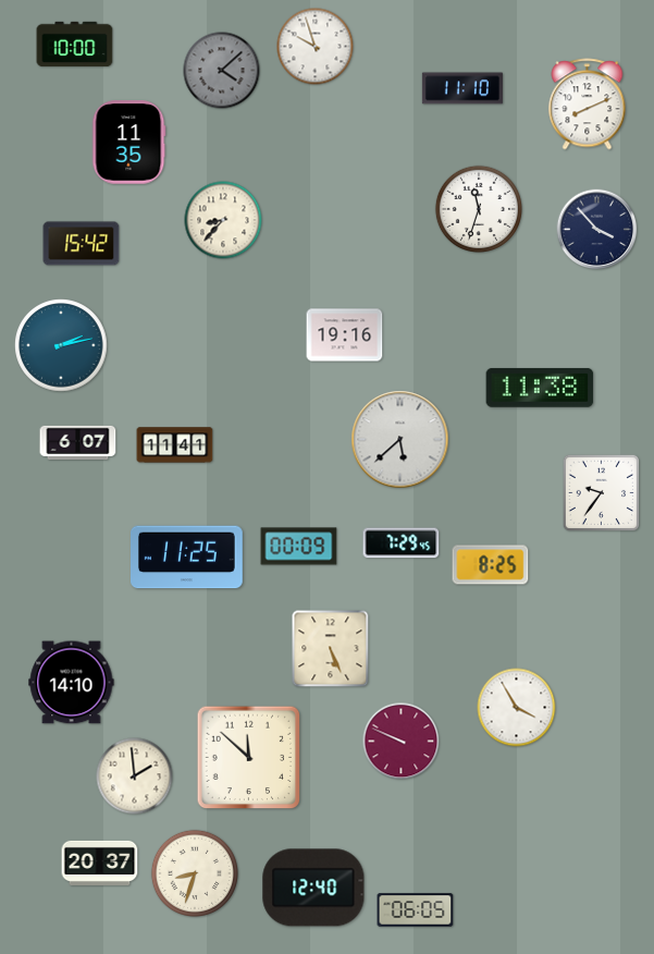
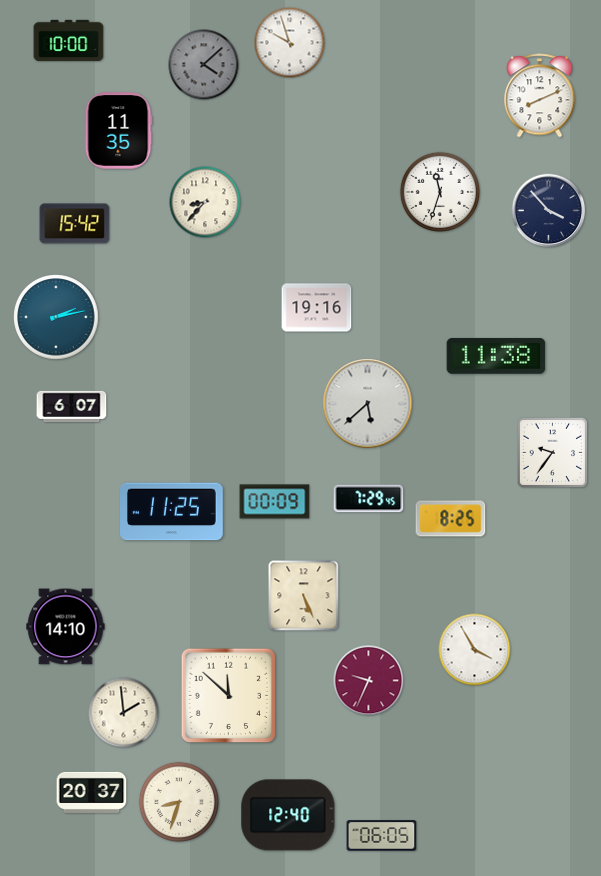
clock at (462, 88): 11:10 -> none
clock at (175, 445): 11:41 -> none
clock at (402, 742): 9:49 -> 9:34
